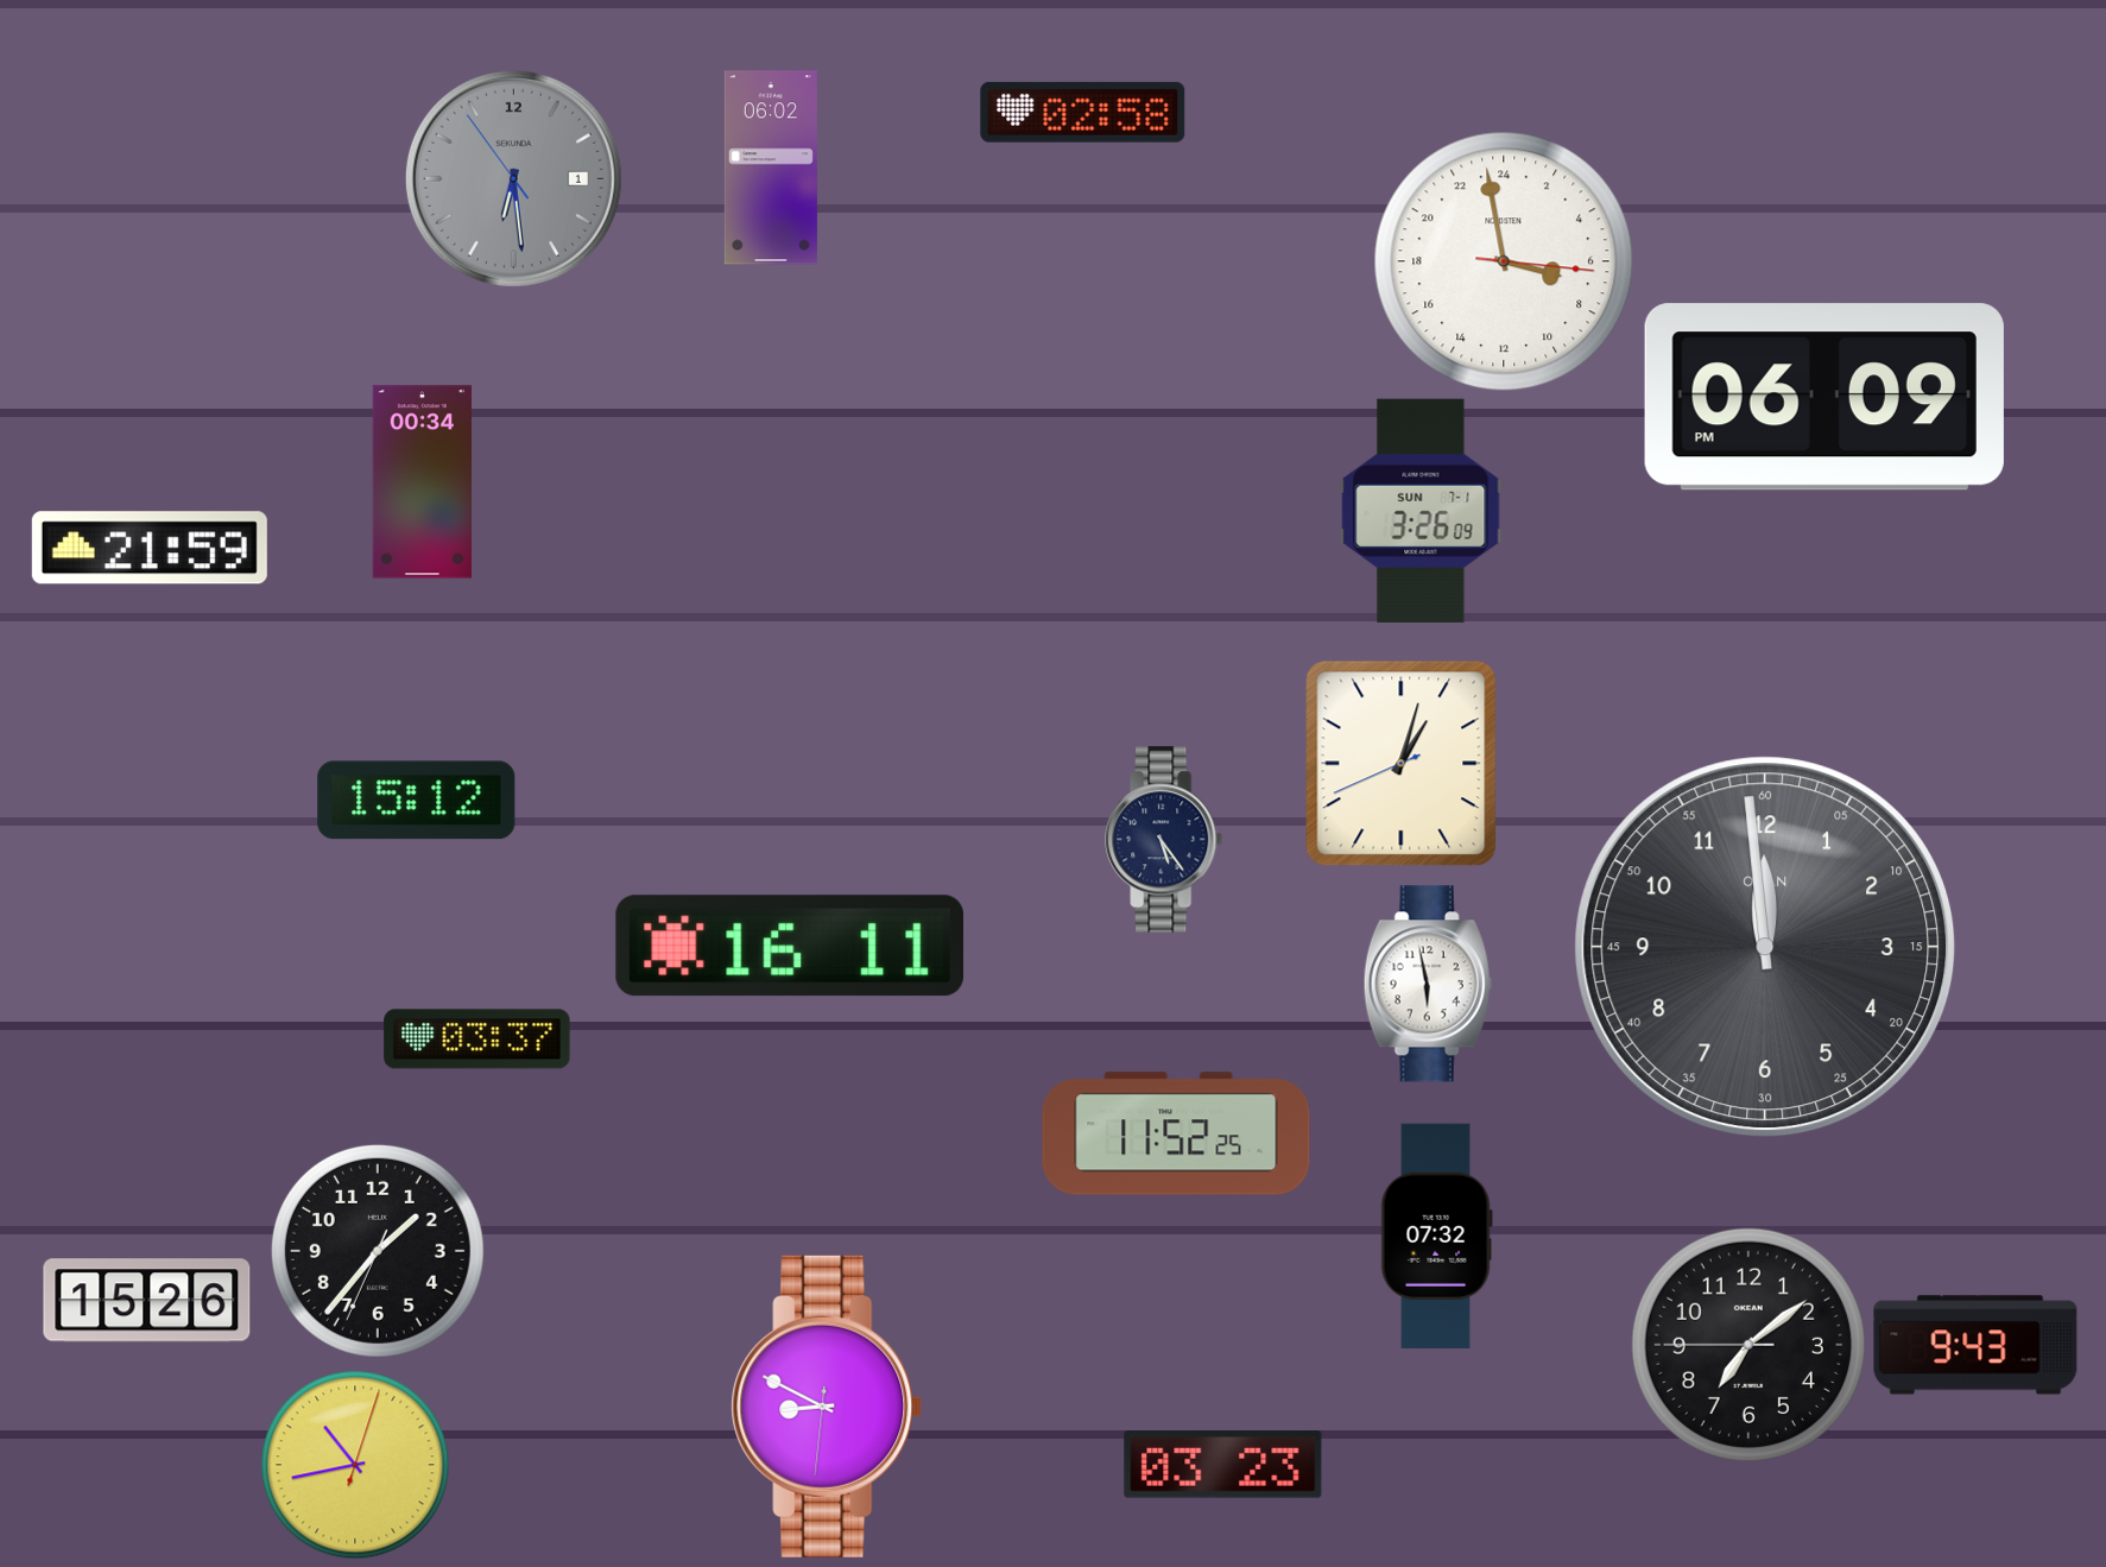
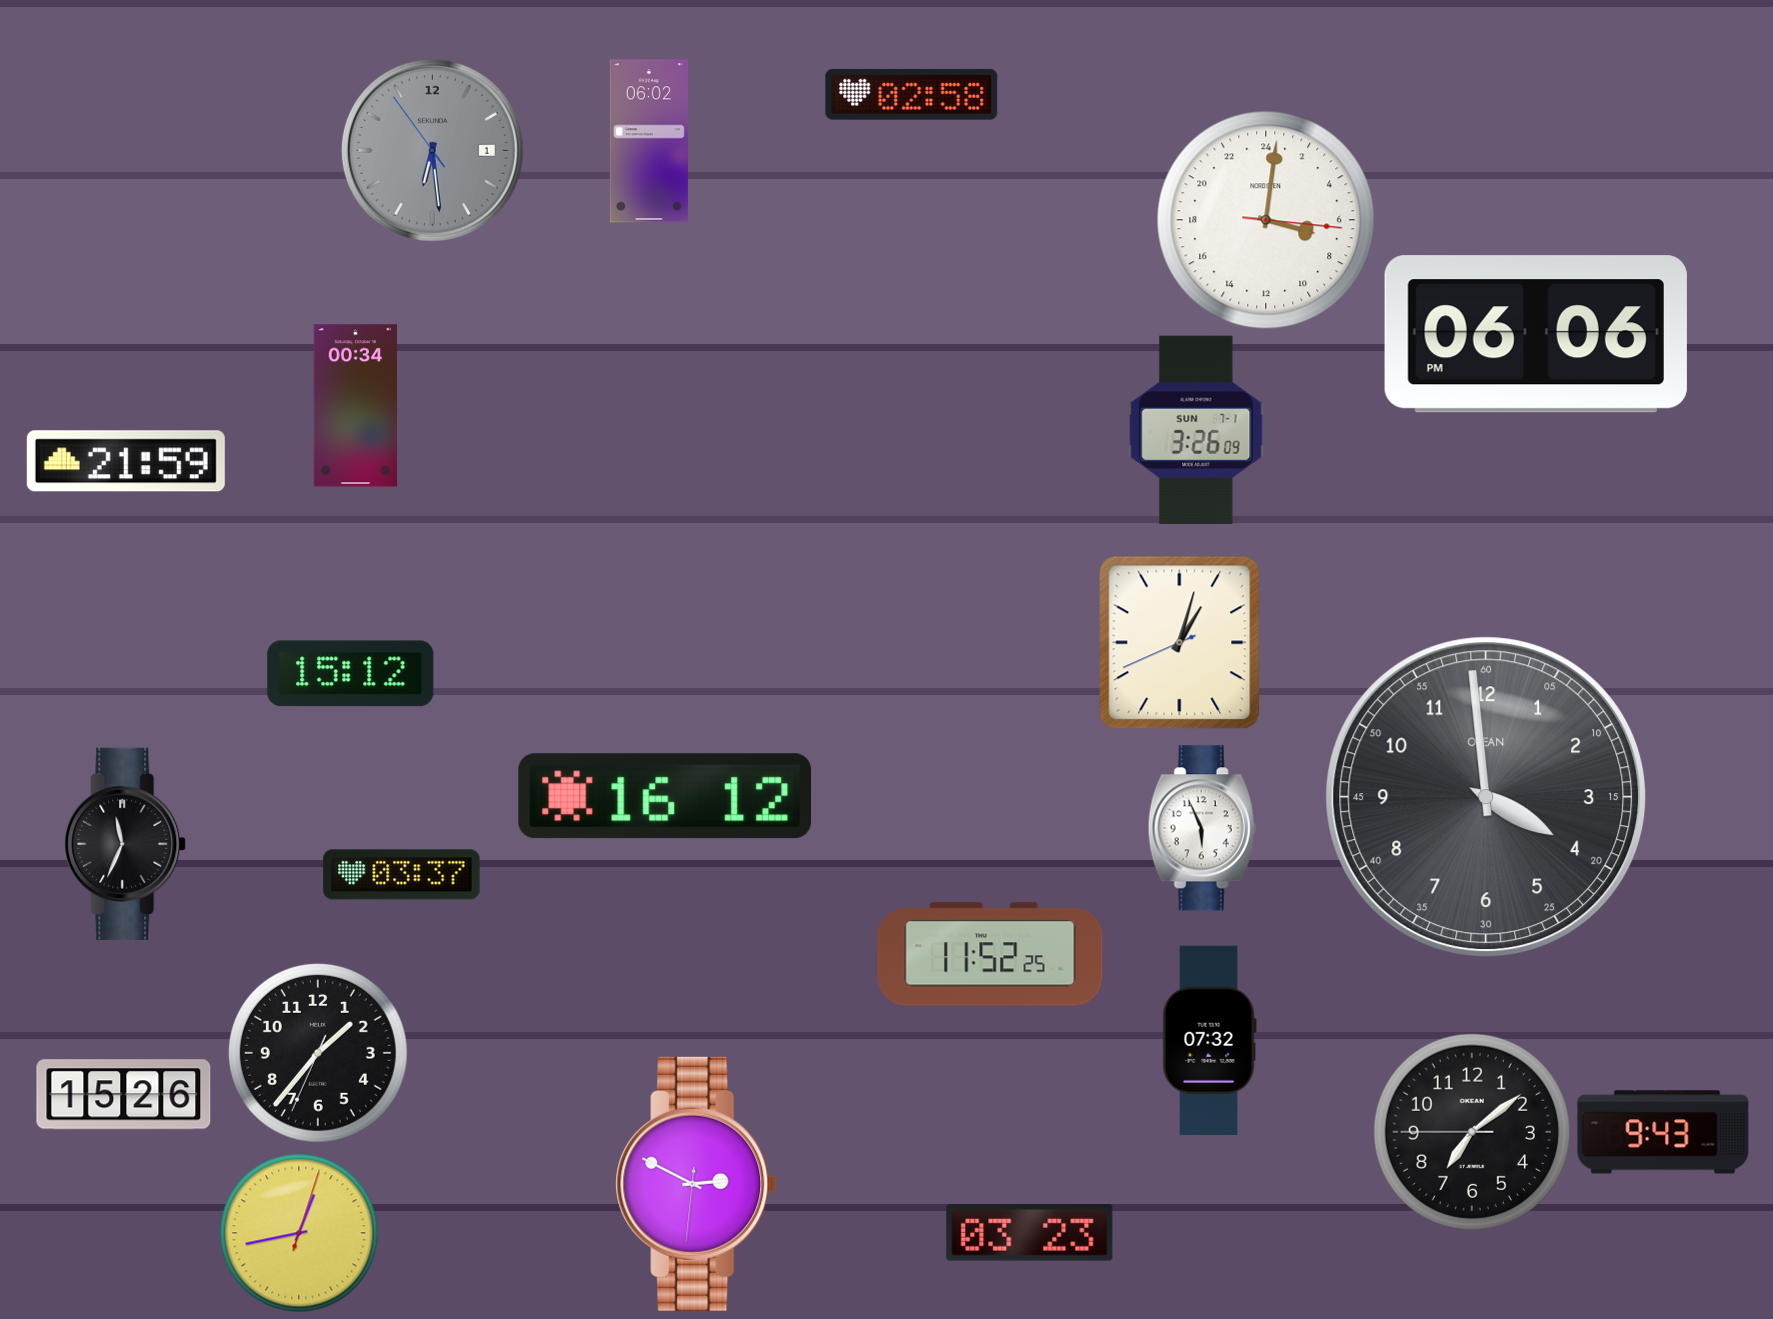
clock at (1504, 261): 6:58 -> 7:01
clock at (1824, 397): 06:09 -> 06:06
clock at (1164, 840): 5:24 -> none
clock at (789, 946): 16:11 -> 16:12
clock at (1765, 947): 11:59 -> 3:59
clock at (1428, 984): 5:58 -> 5:56
clock at (125, 844): none -> 11:34
clock at (827, 1407): 8:49 -> 2:49
clock at (355, 1465): 10:43 -> 12:43
